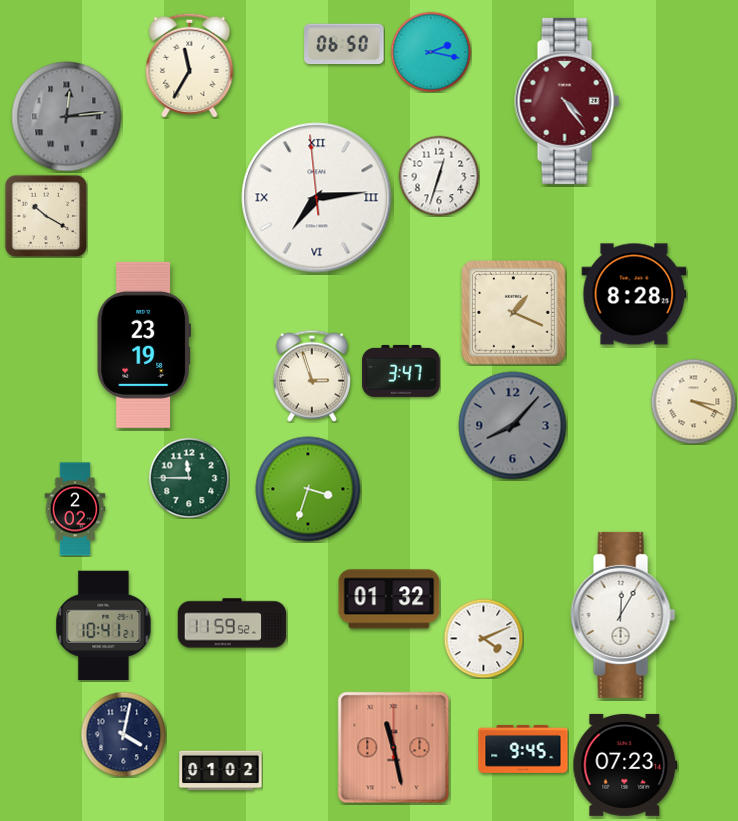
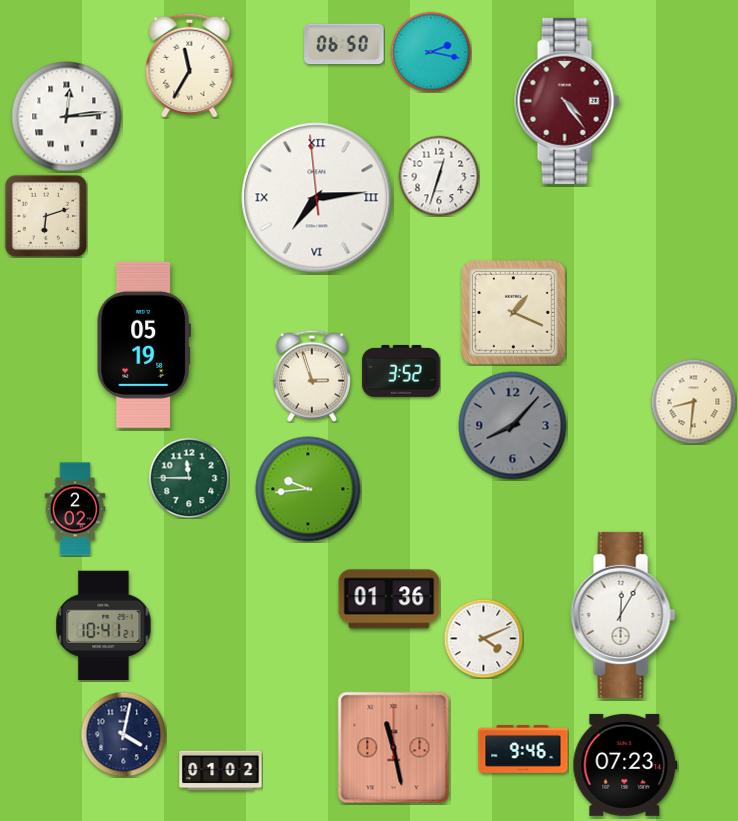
clock at (67, 117) dial: grey -> white
clock at (46, 216): 10:20 -> 6:12
clock at (634, 294): 8:28 -> none
clock at (144, 345): 23:19 -> 05:19
clock at (401, 371): 3:47 -> 3:52
clock at (693, 401): 3:19 -> 8:31
clock at (308, 489): 3:33 -> 9:44
clock at (389, 599): 01:32 -> 01:36
clock at (232, 623): 11:59 -> none
clock at (523, 749): 9:45 -> 9:46
